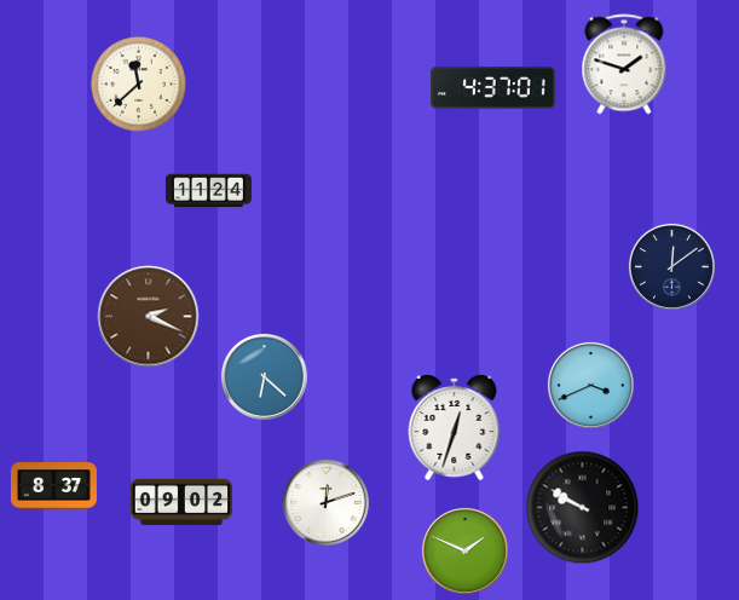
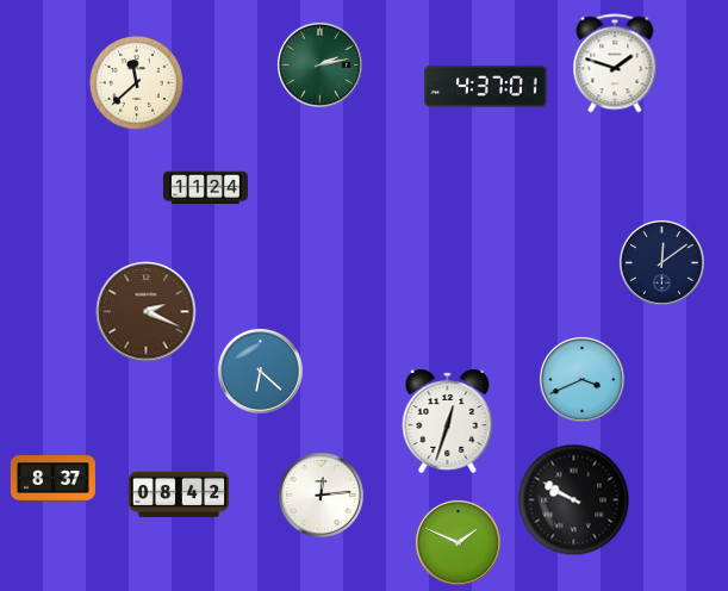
clock at (319, 64): none -> 2:13
clock at (181, 501): 09:02 -> 08:42
clock at (325, 502): 12:12 -> 12:14
